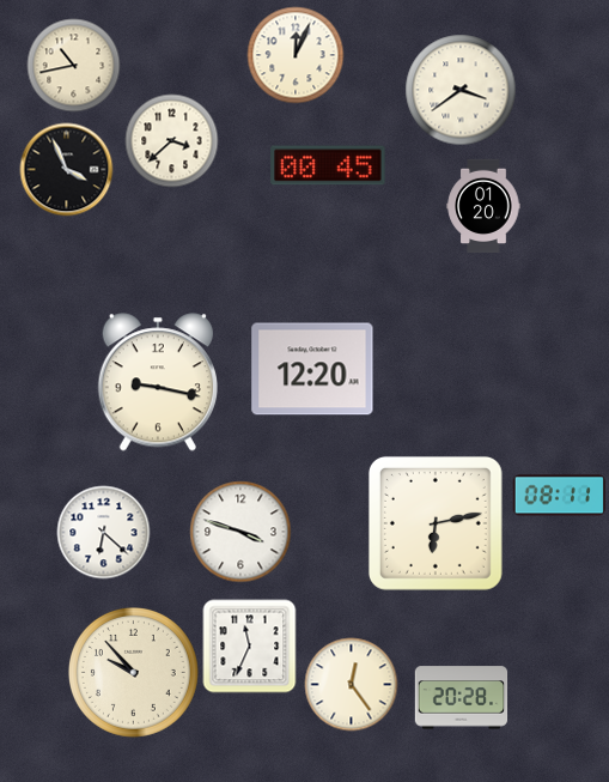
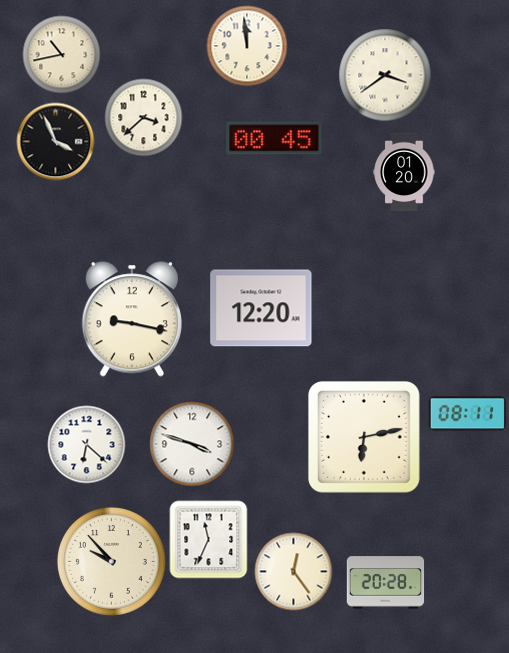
clock at (296, 55): 12:04 -> 11:59
clock at (240, 532) position: (240, 532) -> (192, 444)
